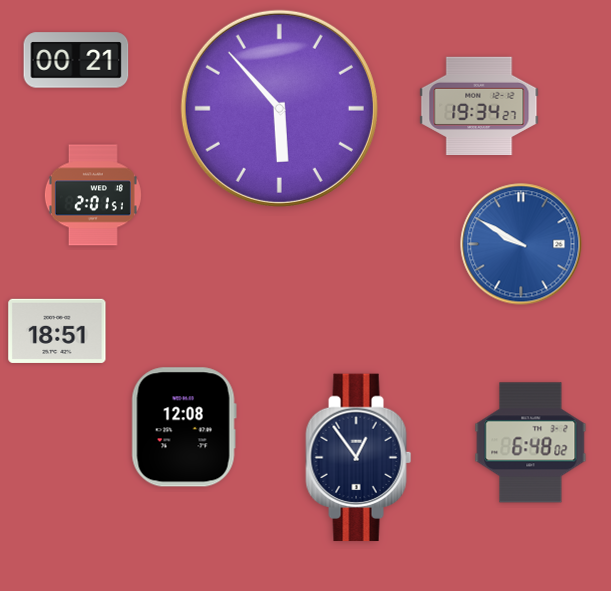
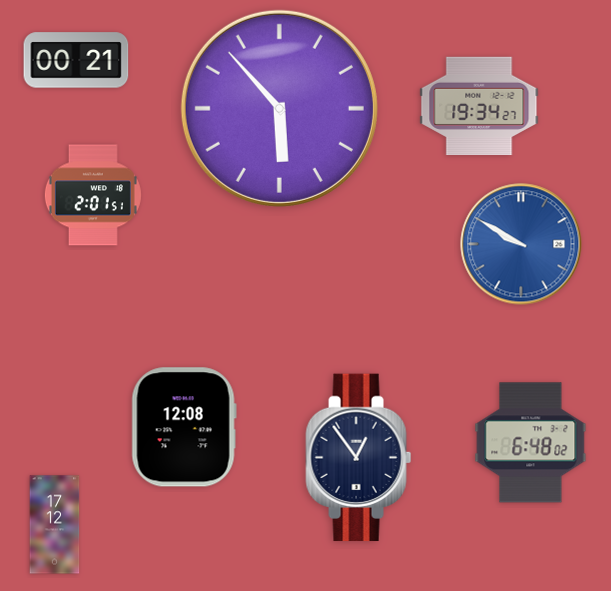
clock at (57, 331): 18:51 -> none
clock at (55, 525): none -> 17:12
